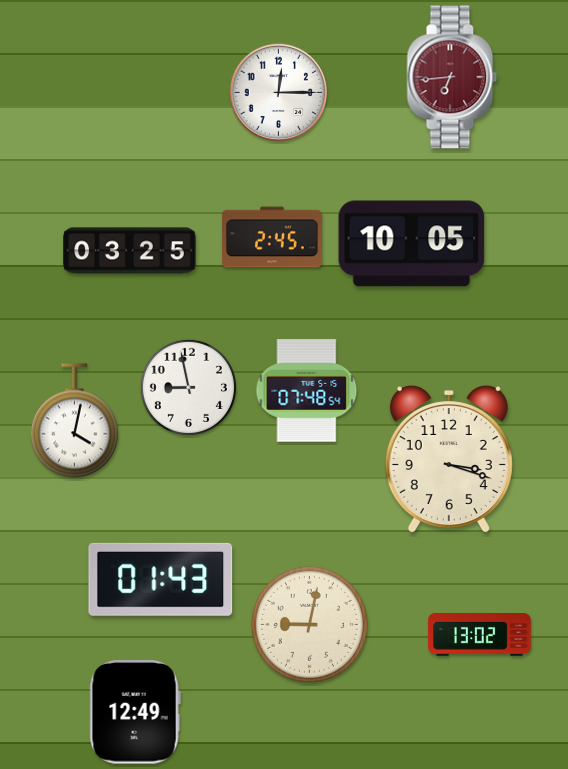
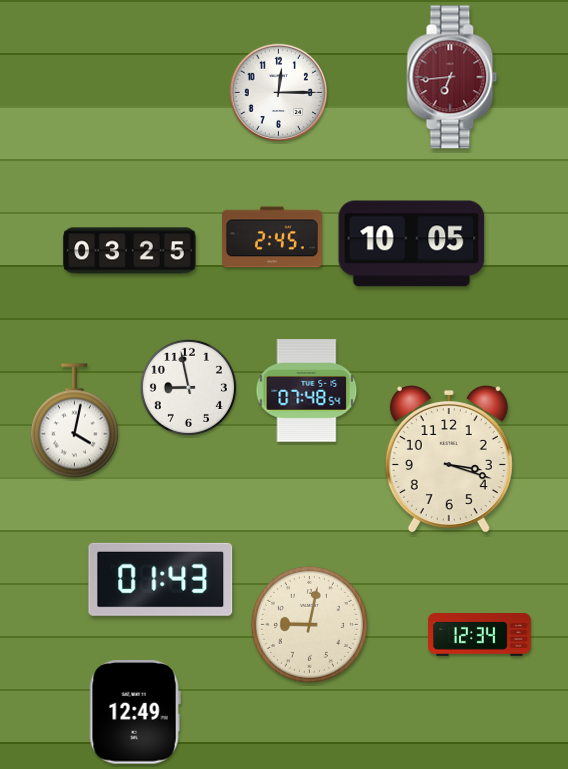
clock at (480, 635): 13:02 -> 12:34
